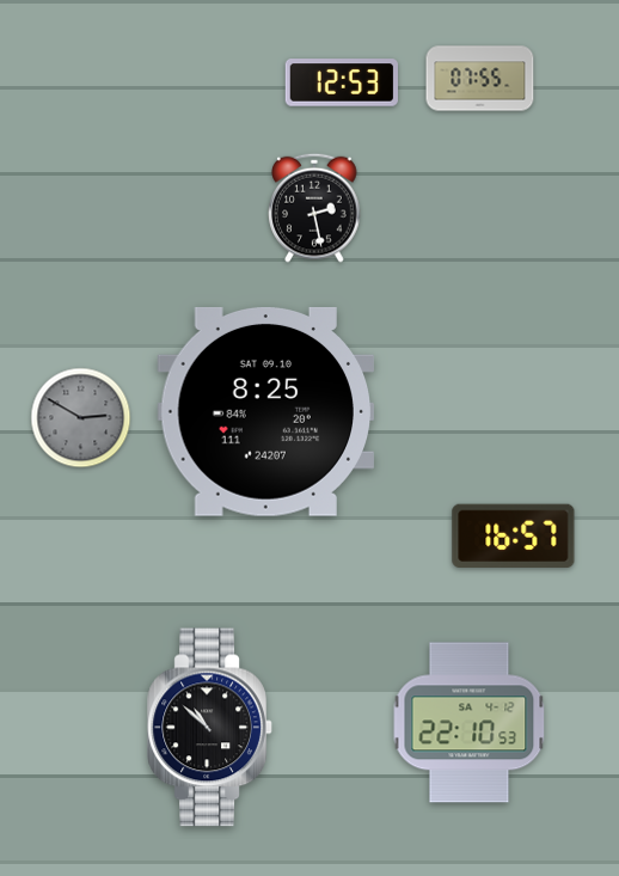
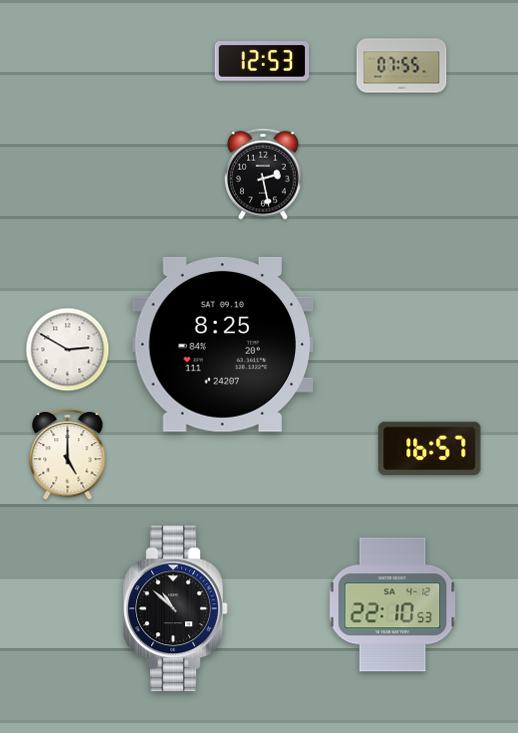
clock at (341, 82) position: (341, 82) -> (261, 61)
clock at (81, 418) dial: grey -> white
clock at (68, 454): none -> 5:00
